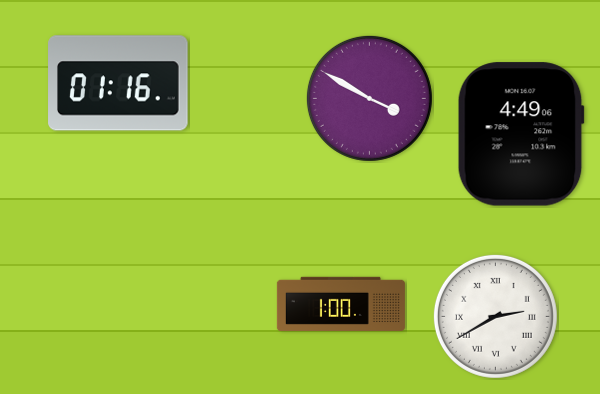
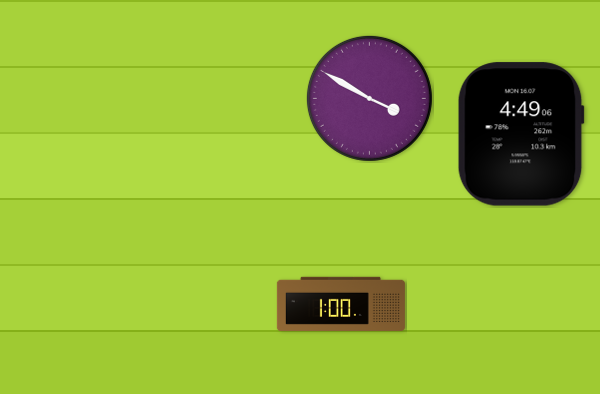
clock at (118, 83): 01:16 -> none
clock at (495, 316): 2:40 -> none
